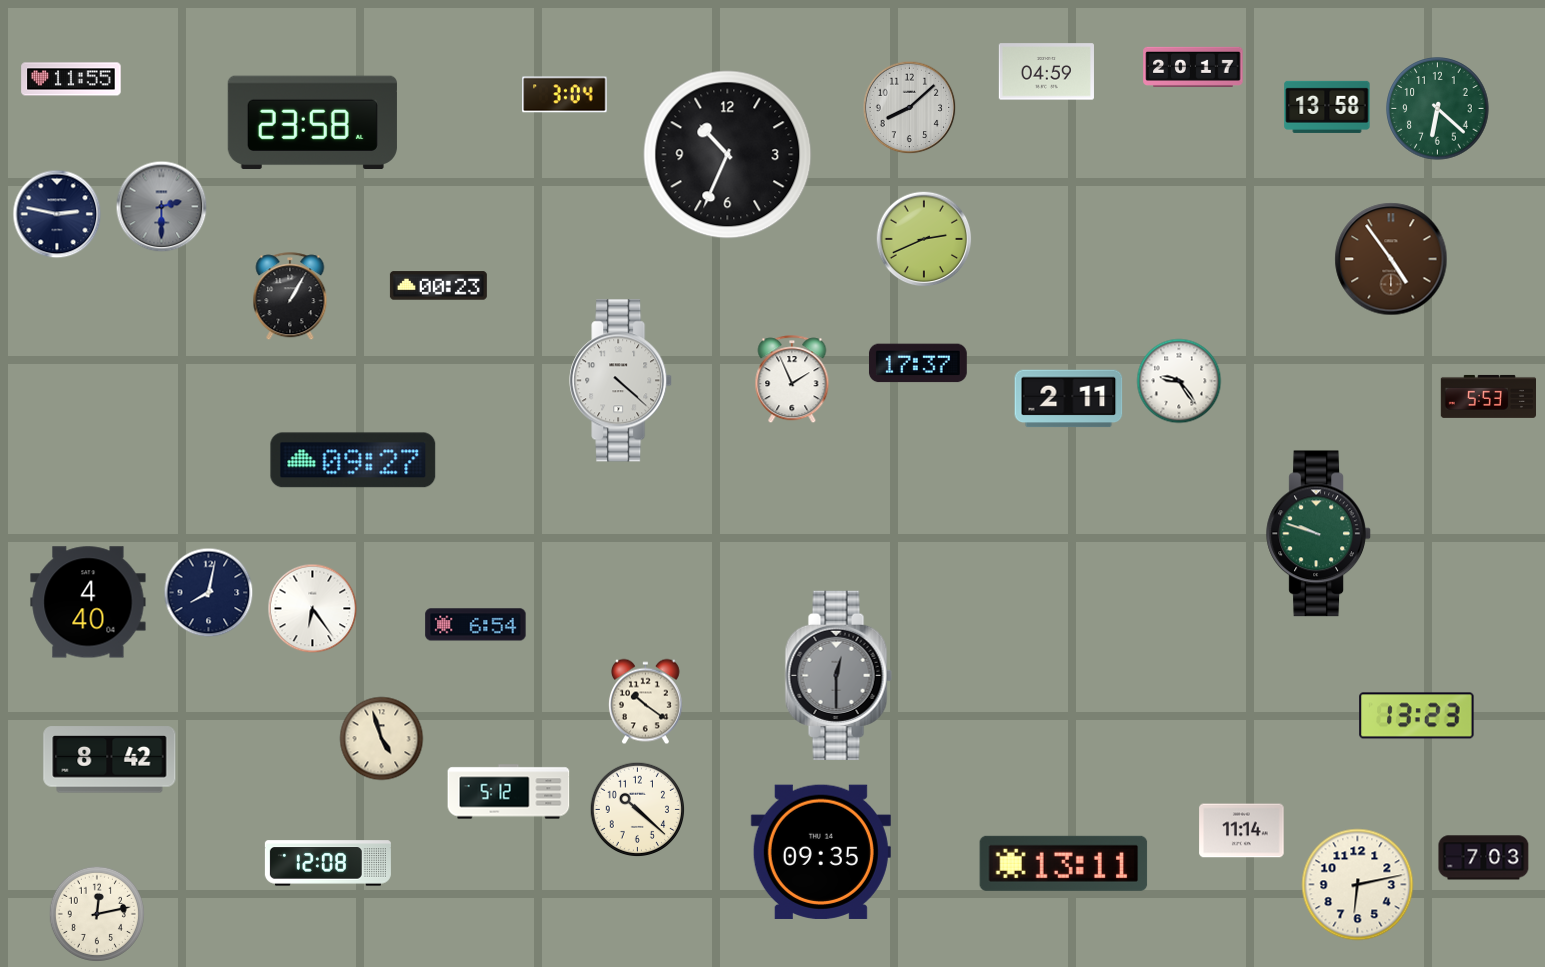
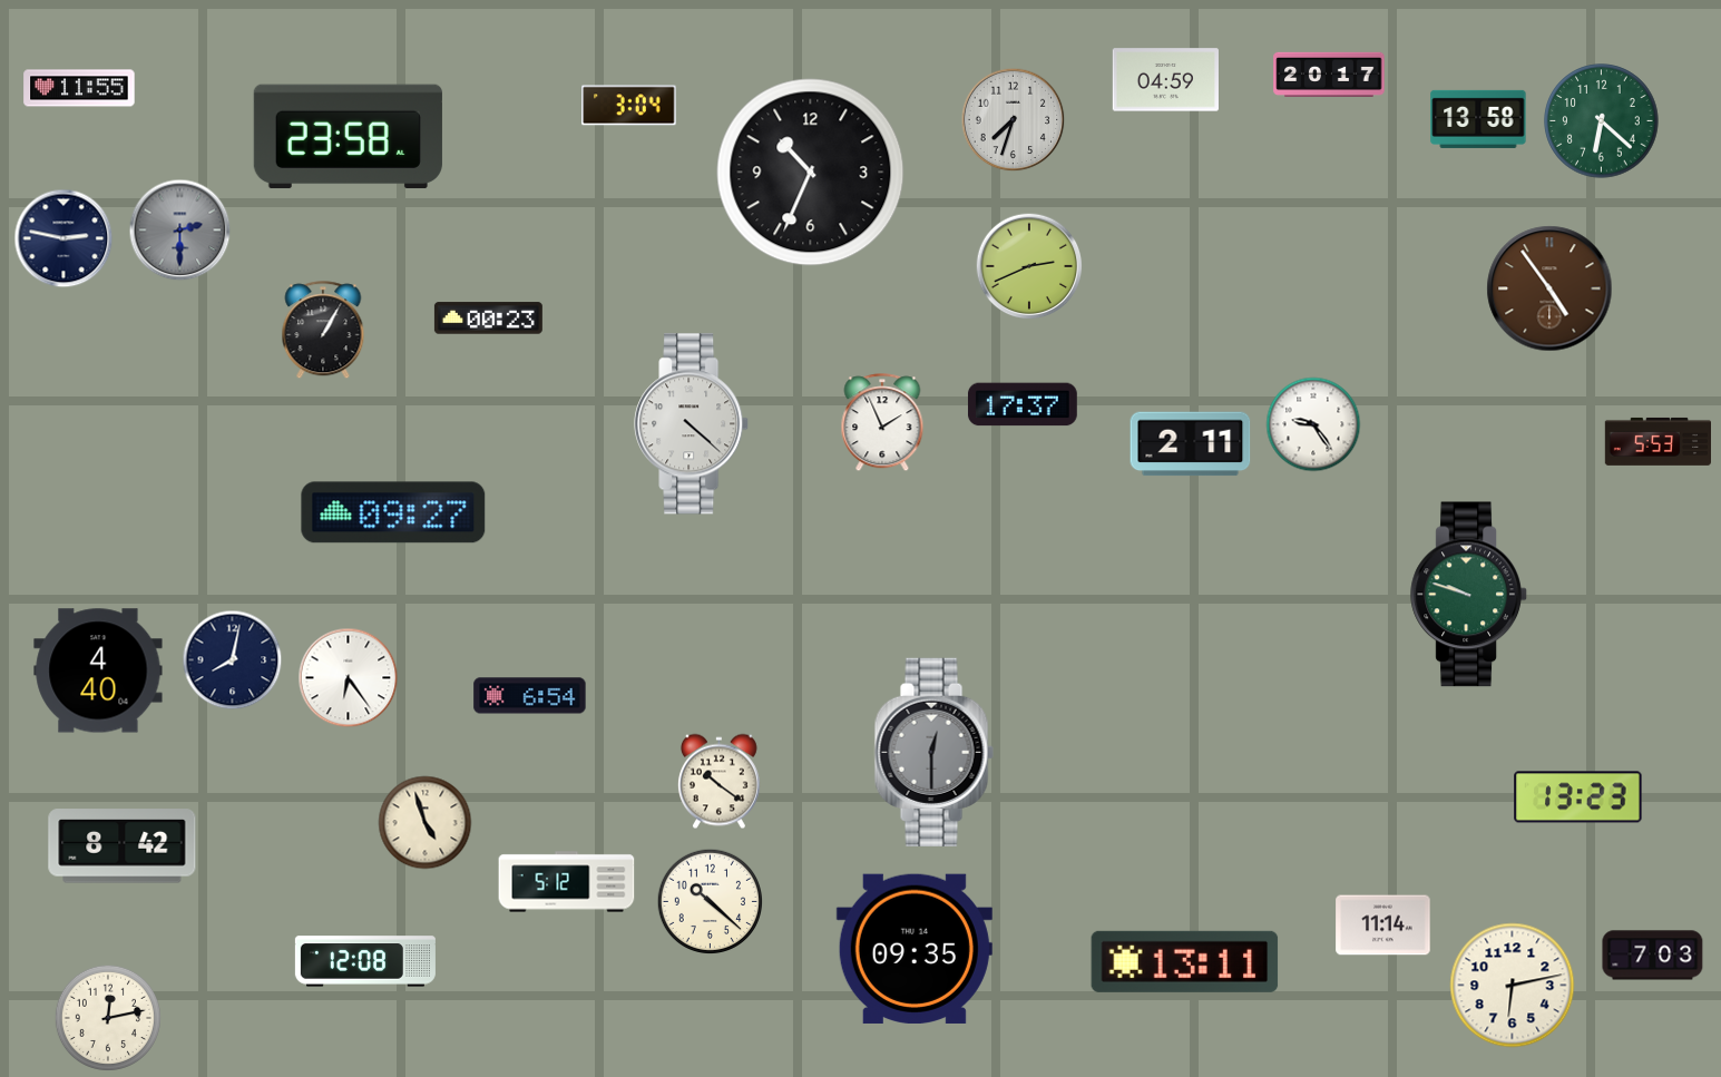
clock at (910, 108): 8:08 -> 7:33
